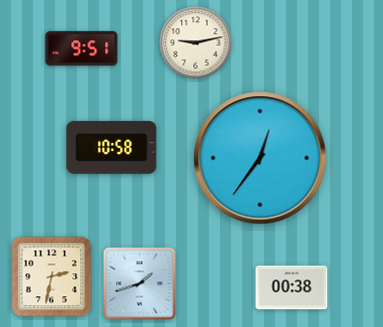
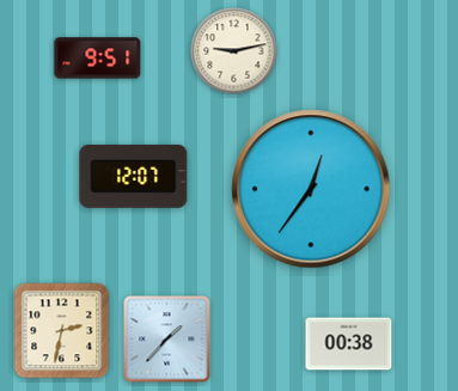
clock at (112, 147): 10:58 -> 12:07
clock at (140, 284): 1:42 -> 1:37
